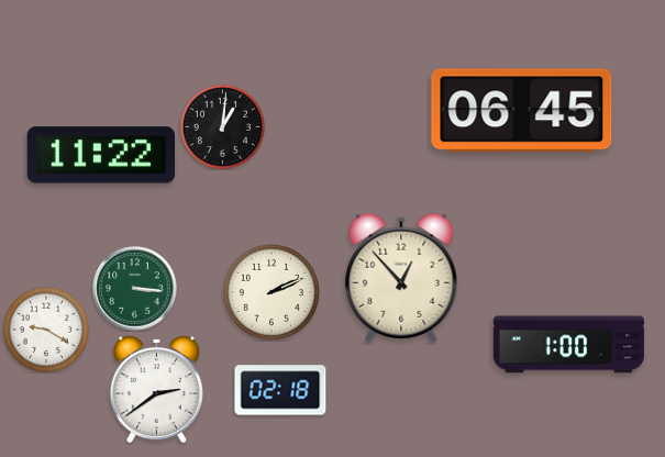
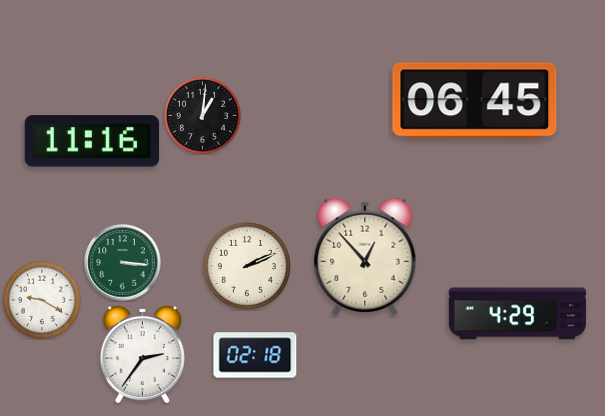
clock at (101, 155): 11:22 -> 11:16
clock at (401, 278) position: (401, 278) -> (365, 257)
clock at (568, 345): 1:00 -> 4:29
clock at (156, 389): 2:39 -> 2:36
